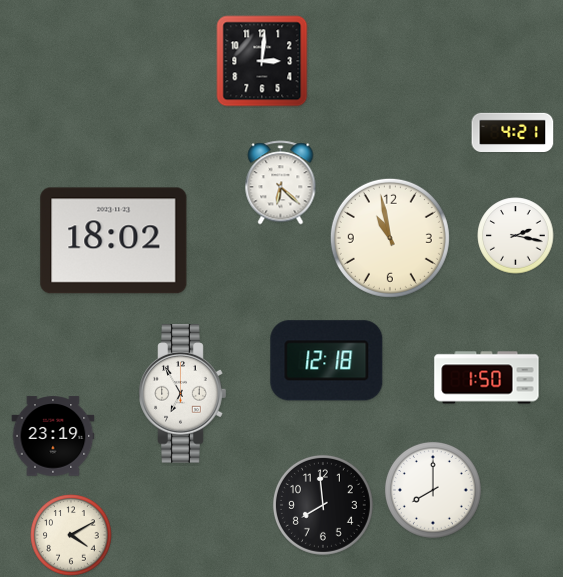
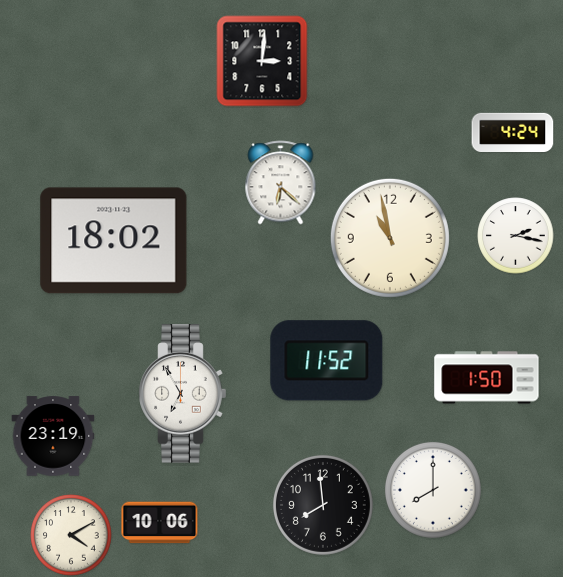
clock at (513, 132): 4:21 -> 4:24
clock at (327, 361): 12:18 -> 11:52
clock at (160, 523): none -> 10:06
